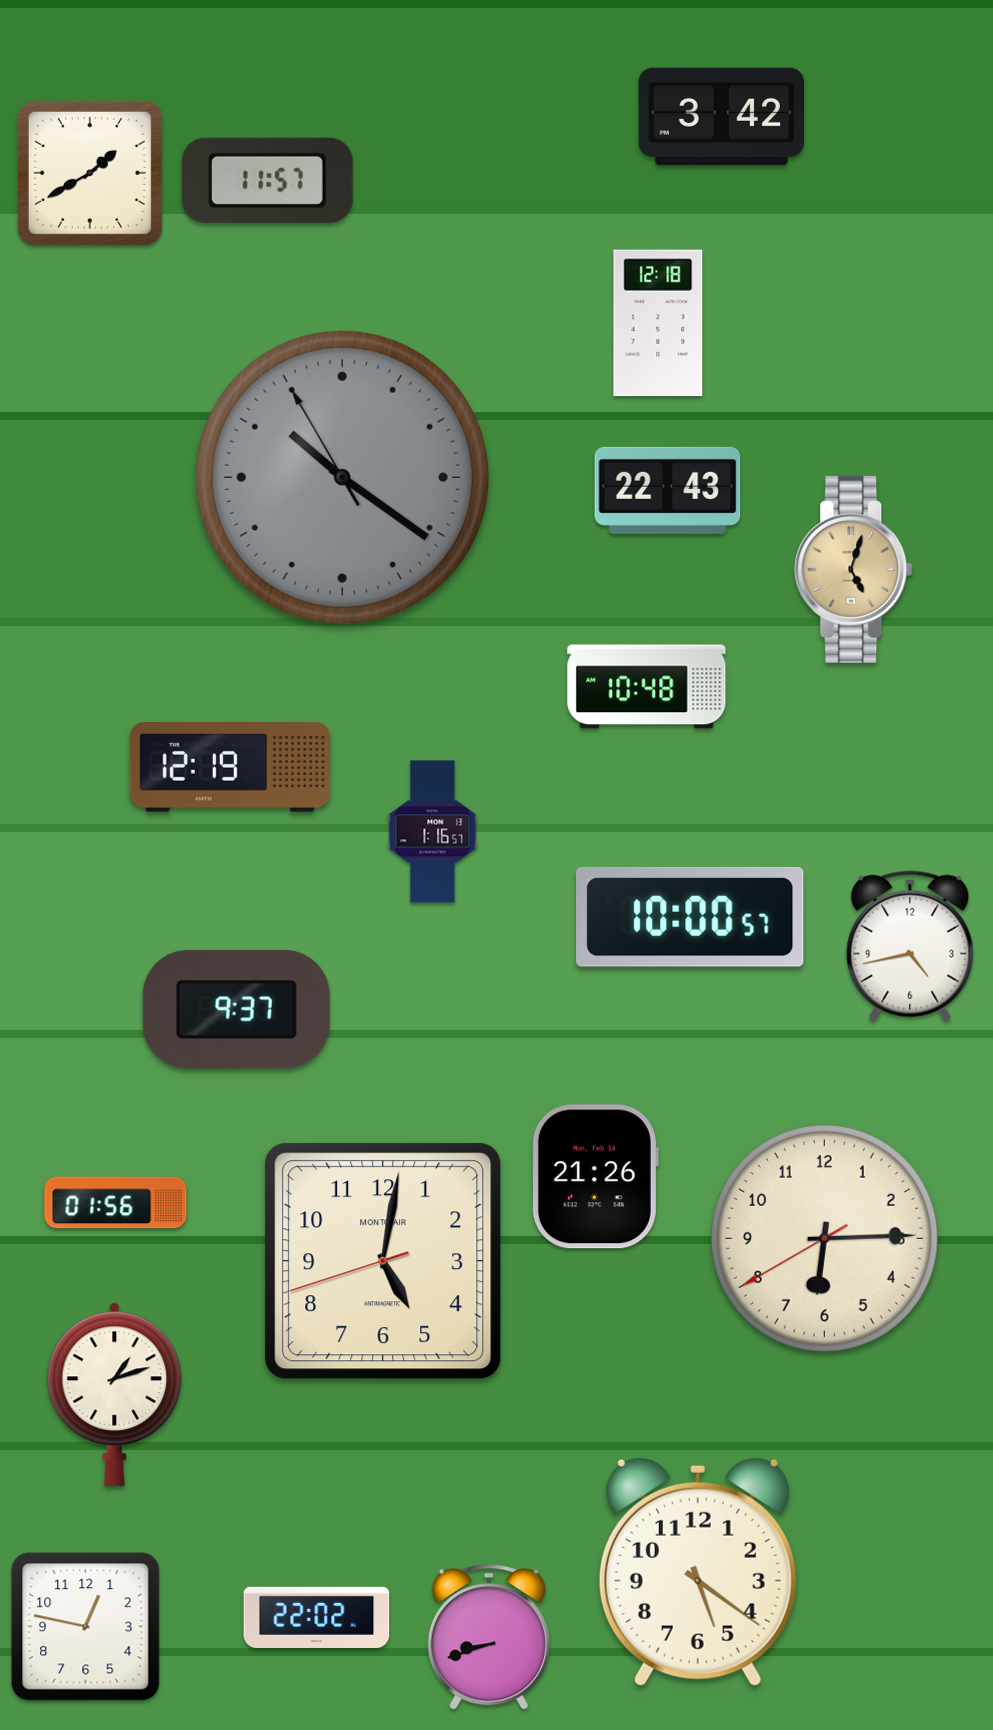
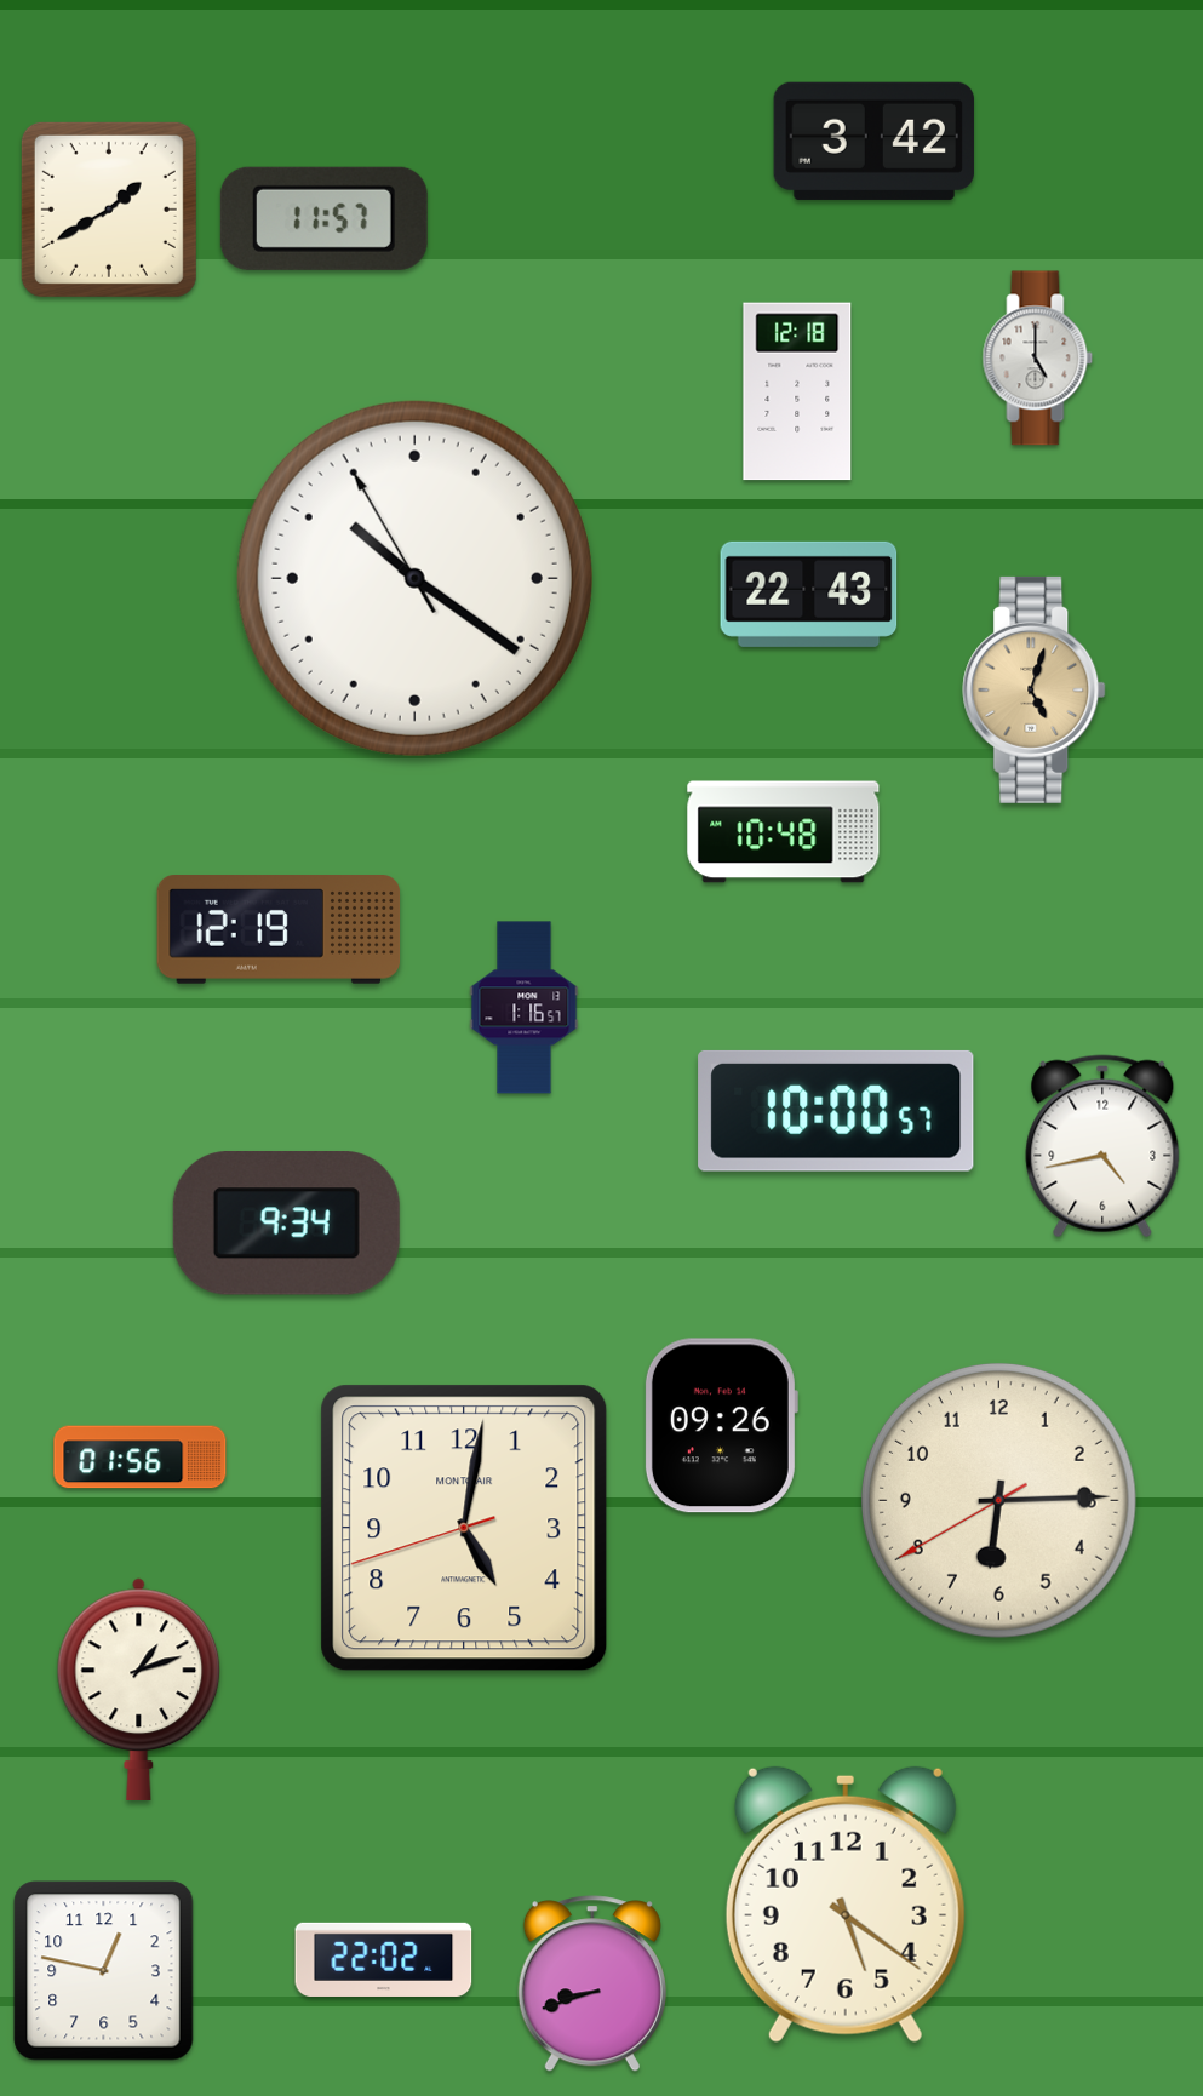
clock at (1038, 359): none -> 5:00
clock at (342, 477) dial: grey -> white
clock at (236, 1010): 9:37 -> 9:34
clock at (595, 1177): 21:26 -> 09:26
